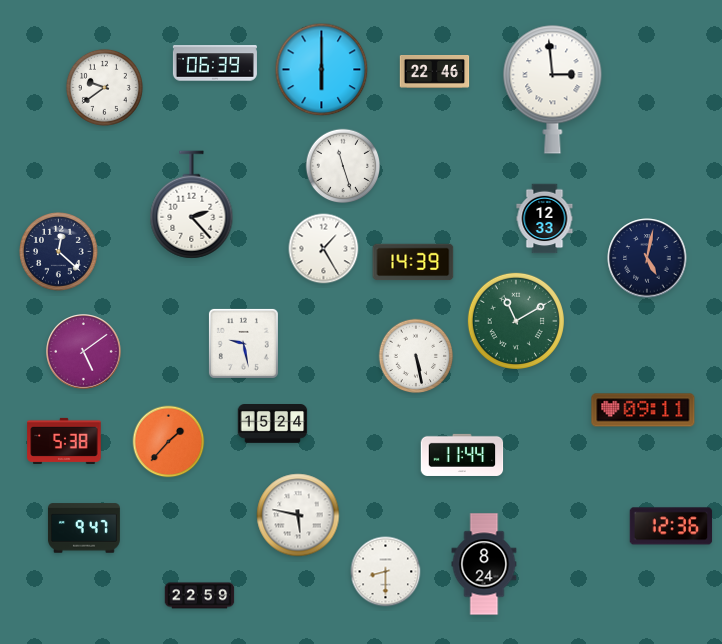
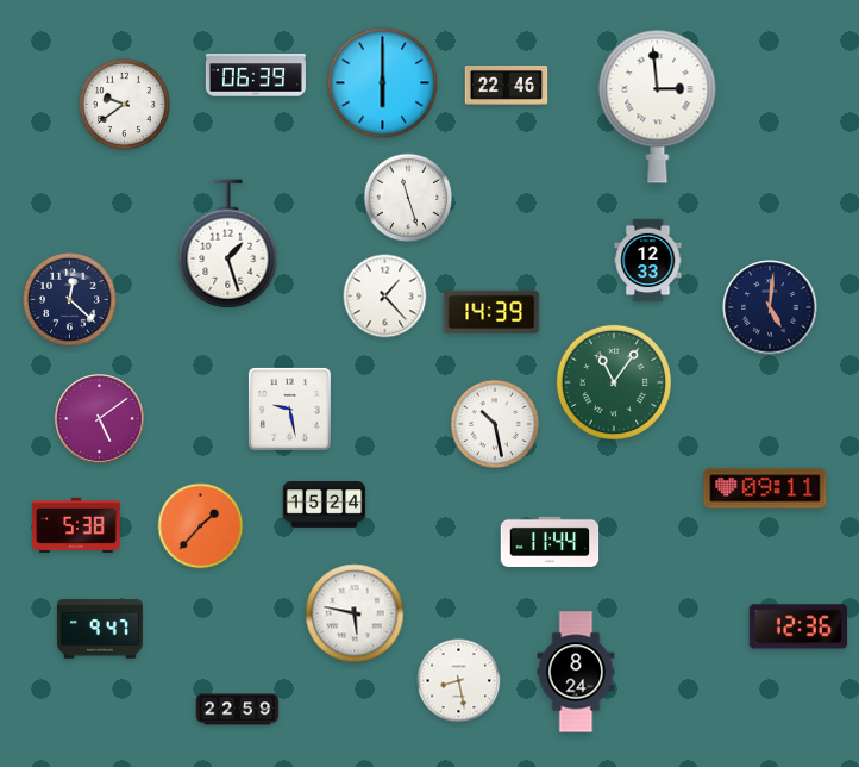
clock at (435, 72) position: (435, 72) -> (507, 86)
clock at (192, 205): 2:23 -> 1:27
clock at (324, 249): 1:25 -> 1:23
clock at (647, 258): 5:02 -> 5:01
clock at (516, 321): 11:10 -> 11:06
clock at (416, 356): 5:28 -> 10:28
clock at (386, 572): 8:30 -> 8:28
